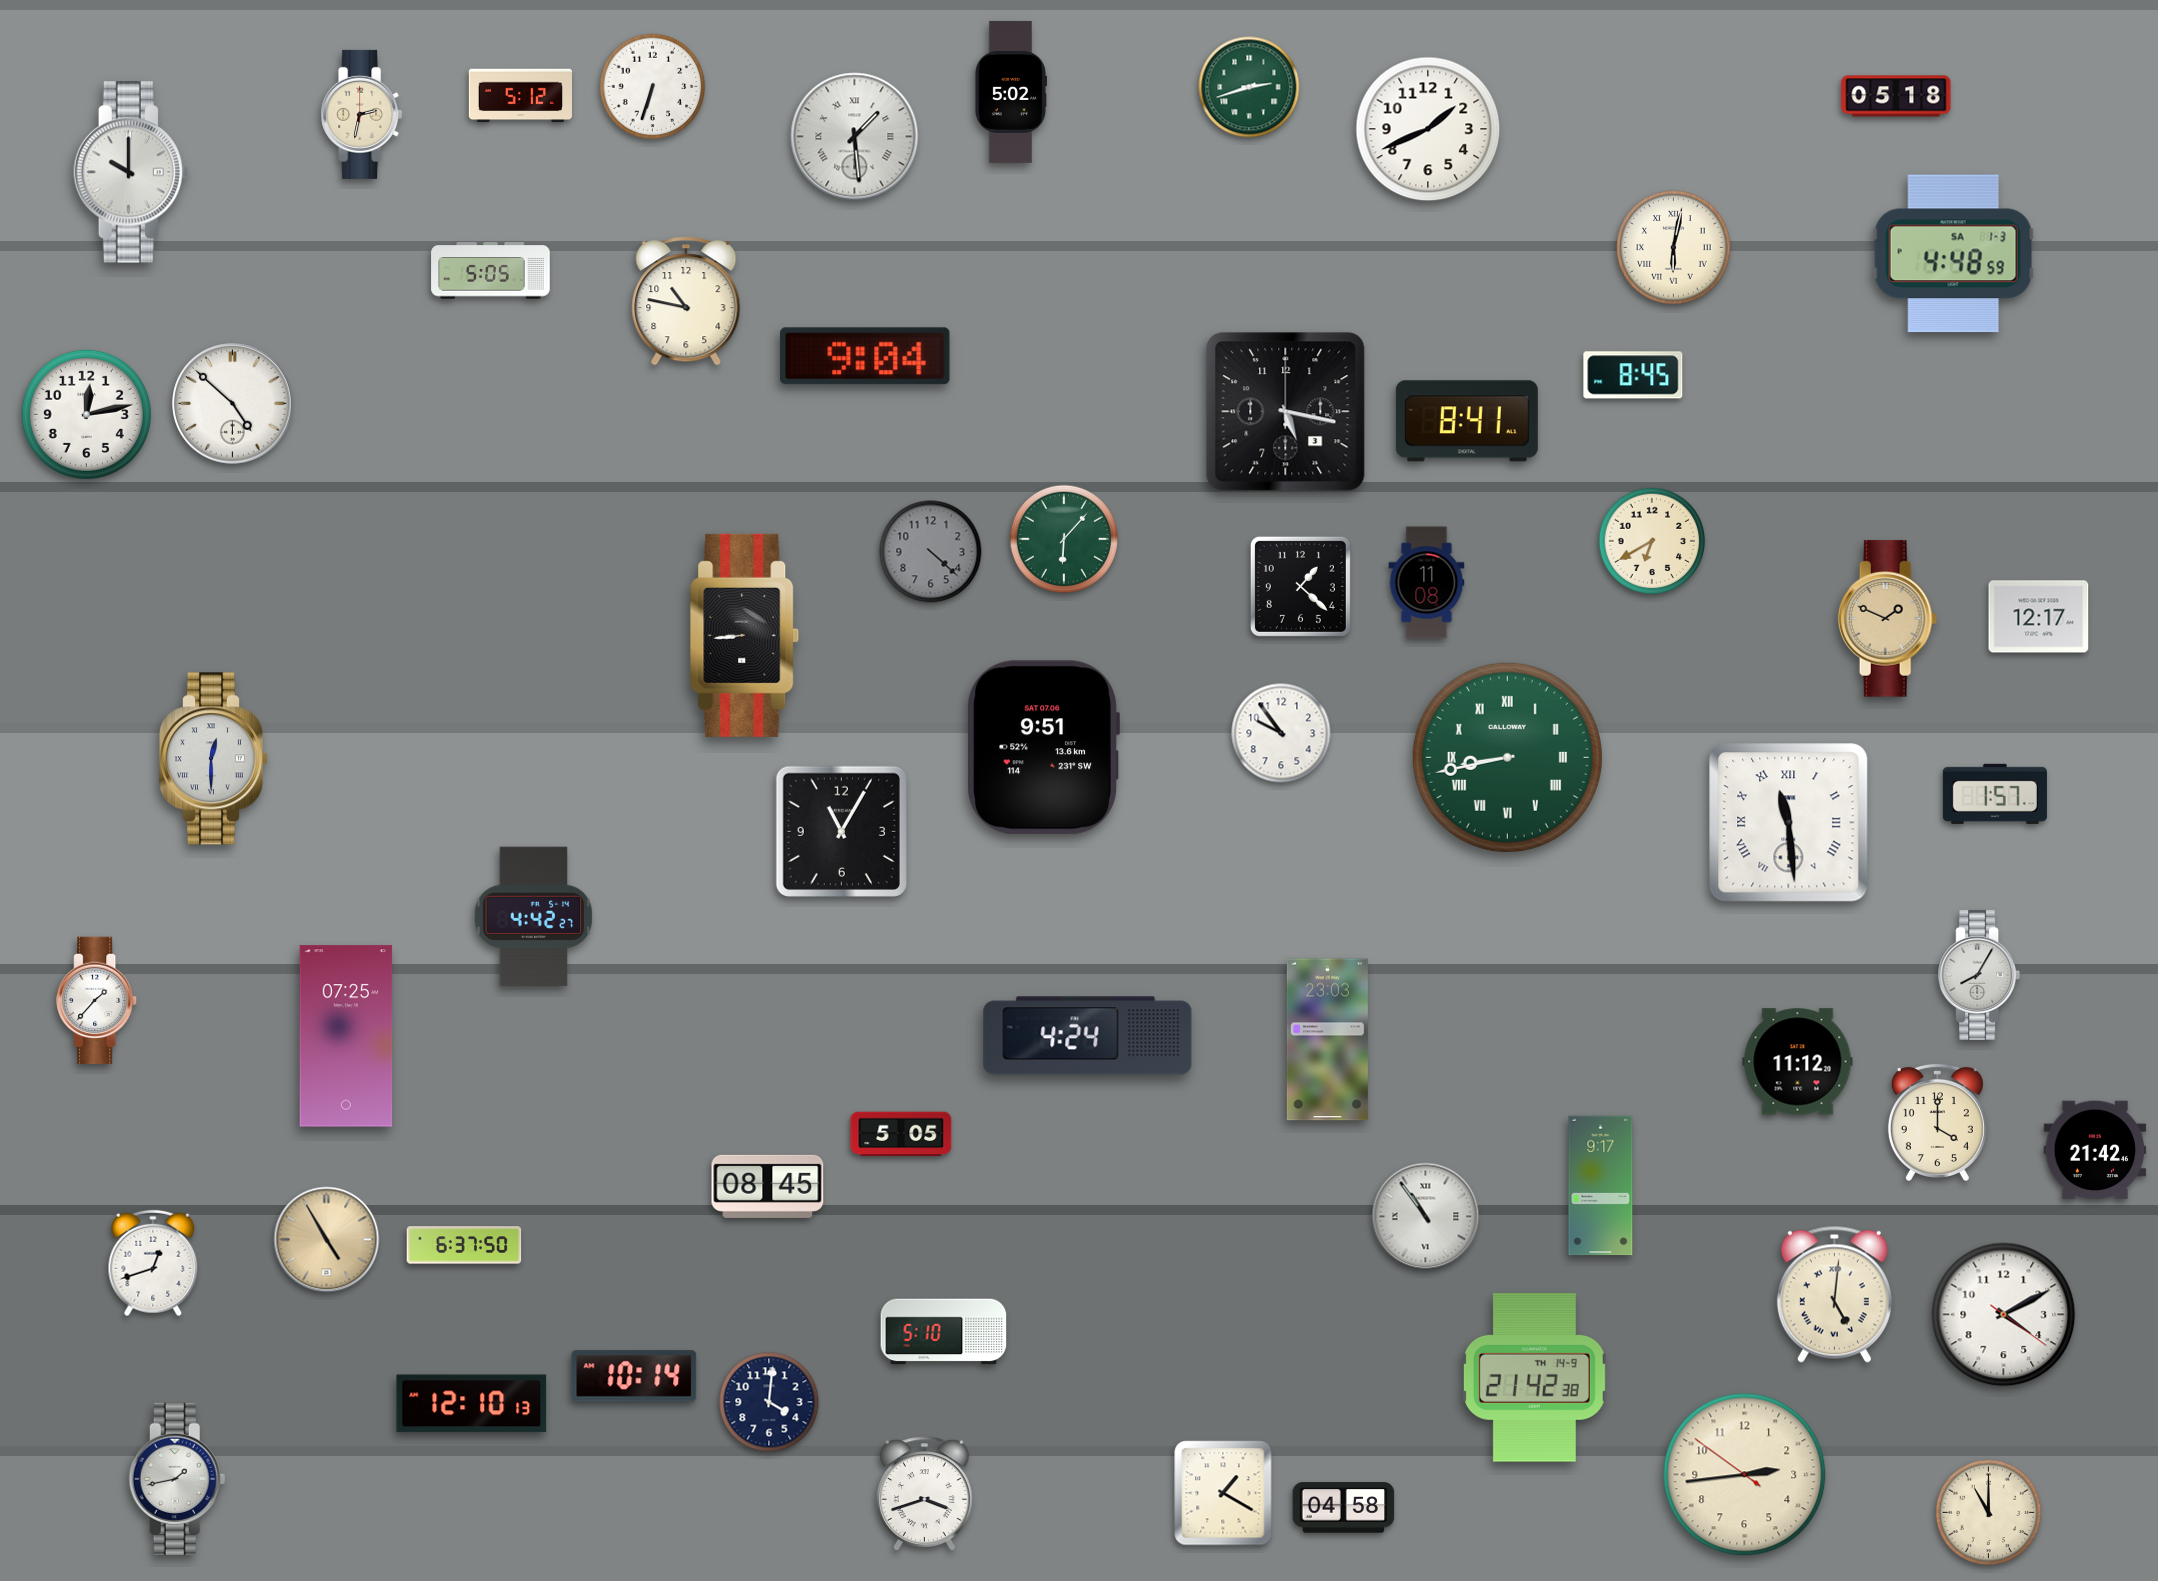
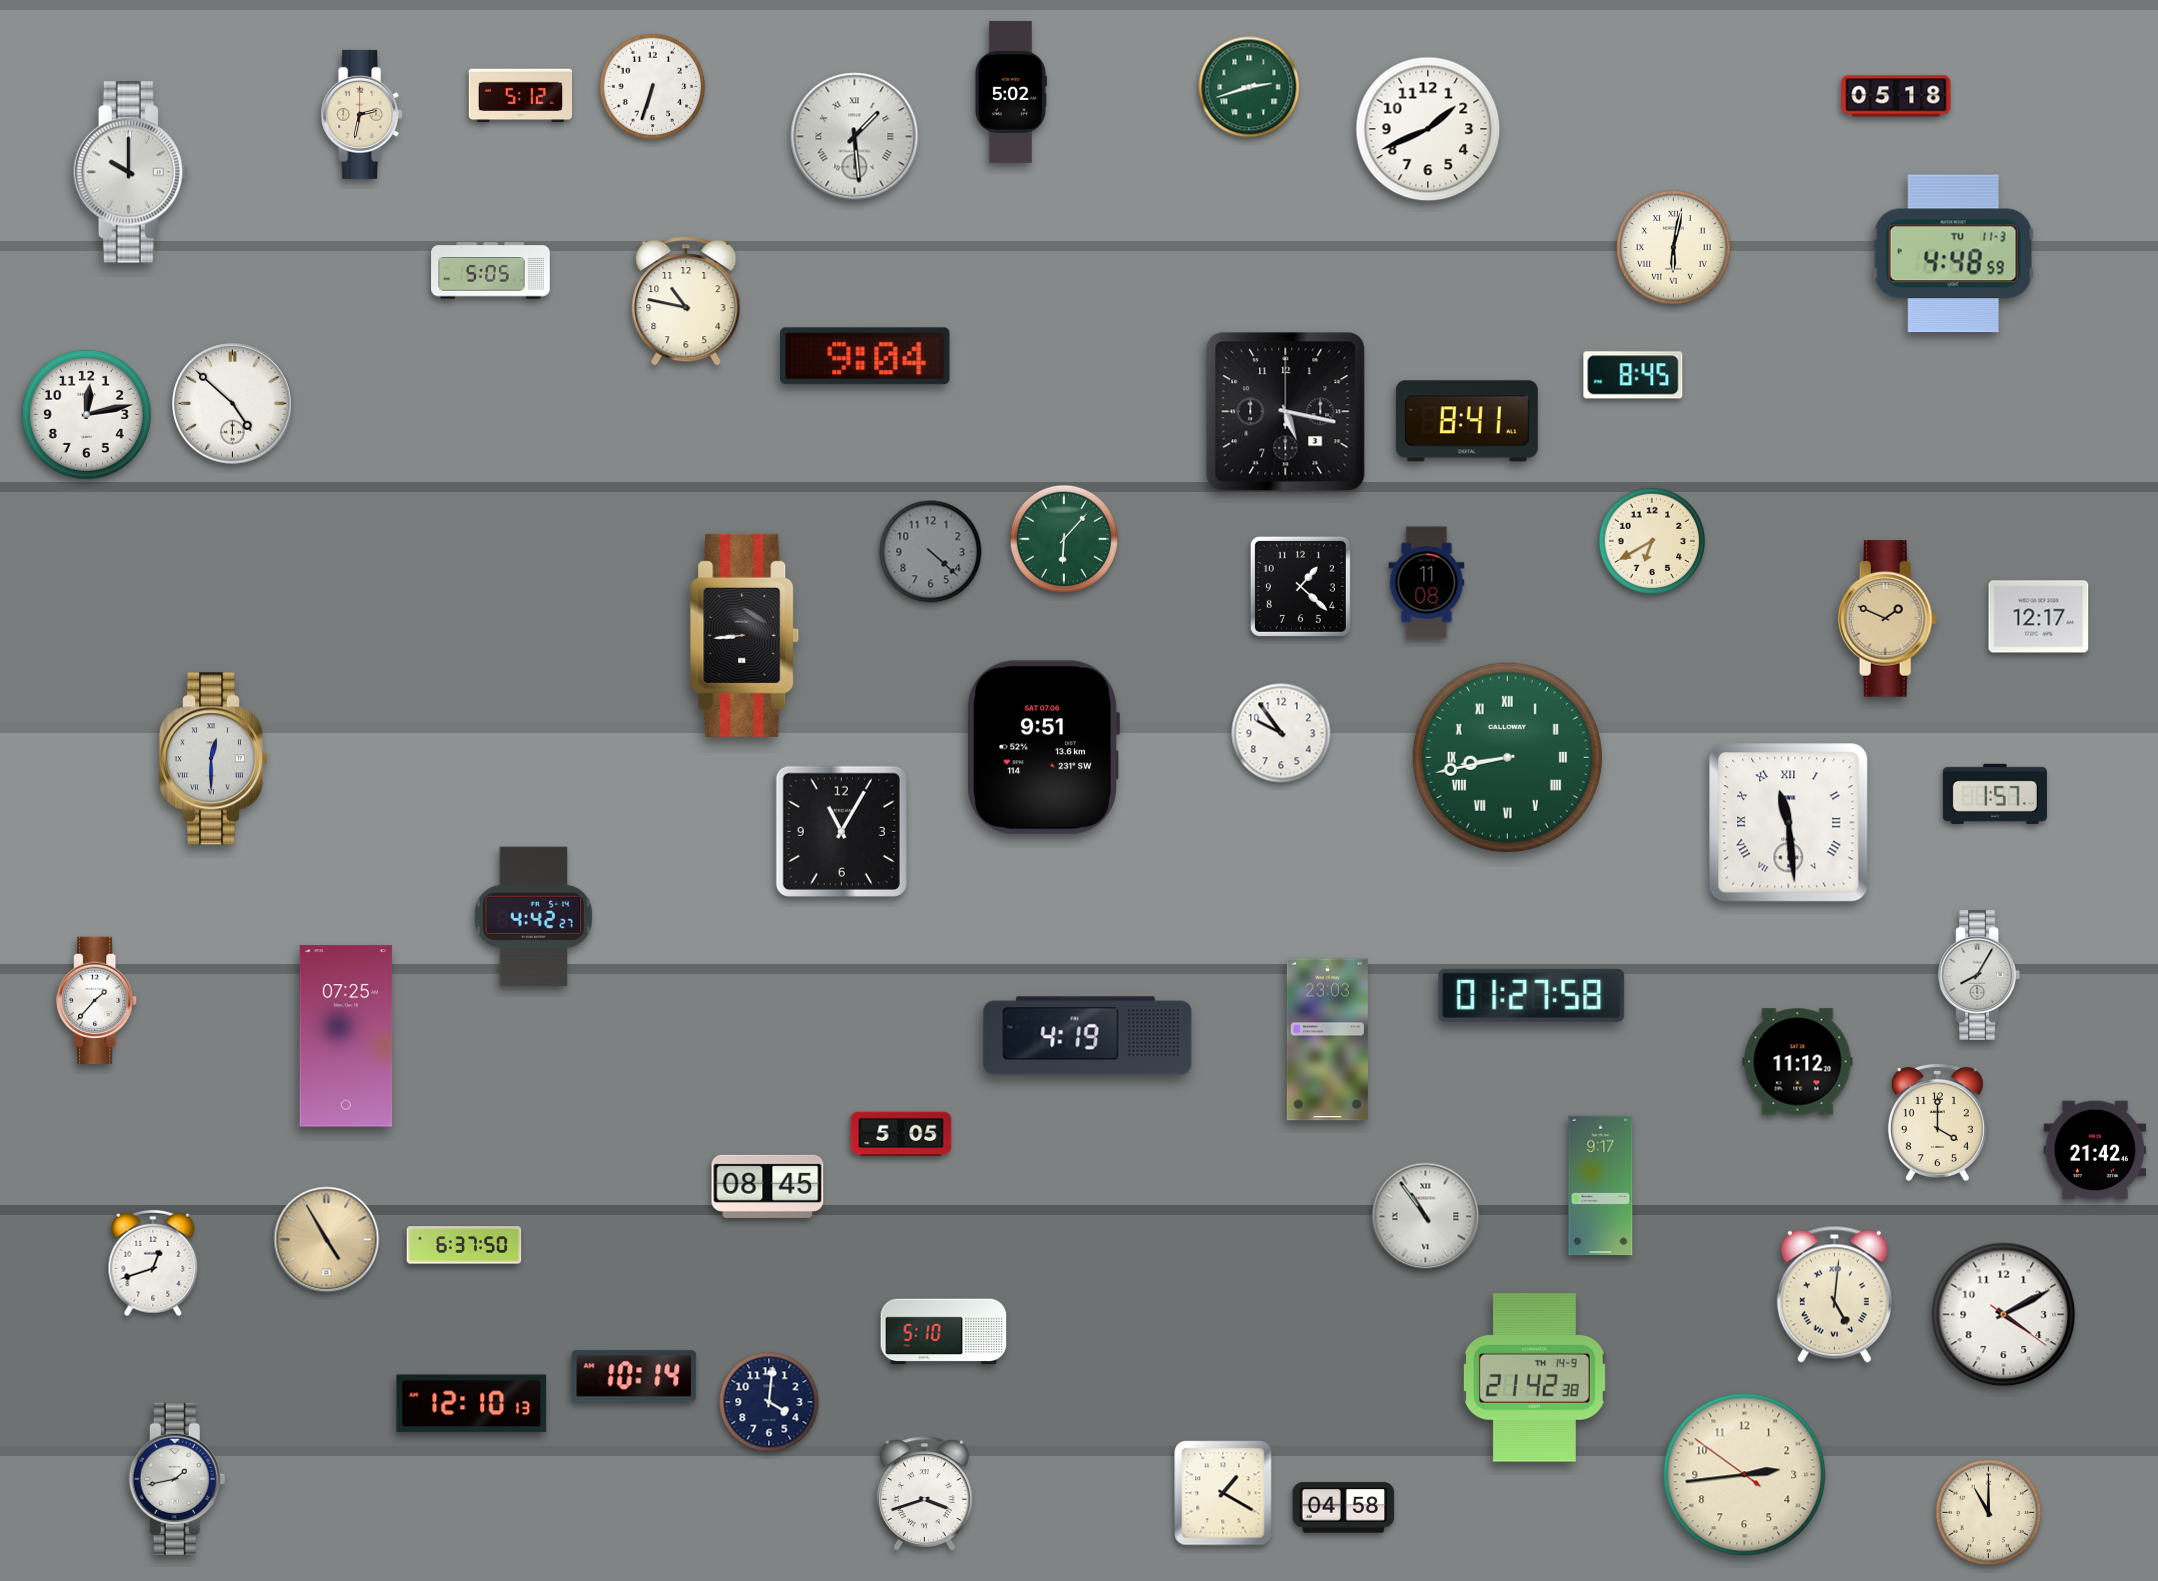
clock at (1953, 254) date: SA 1-3 -> TU 11-3
clock at (1532, 995): none -> 01:27
clock at (1088, 1036): 4:24 -> 4:19
